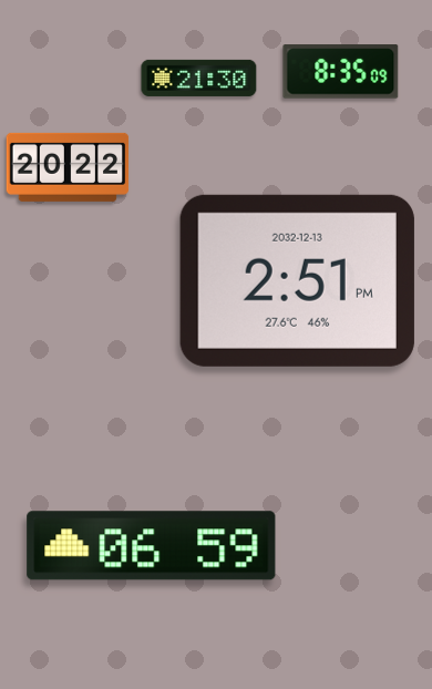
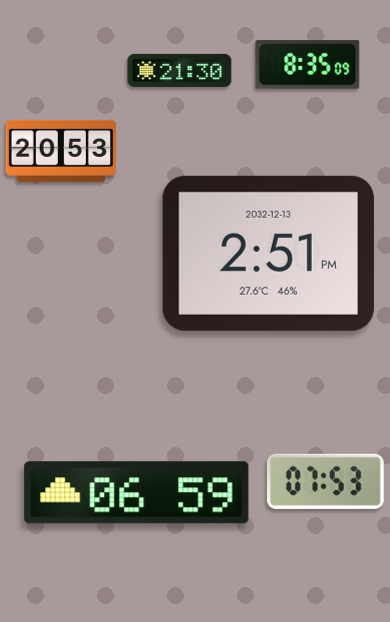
clock at (68, 167): 20:22 -> 20:53
clock at (325, 481): none -> 07:53
